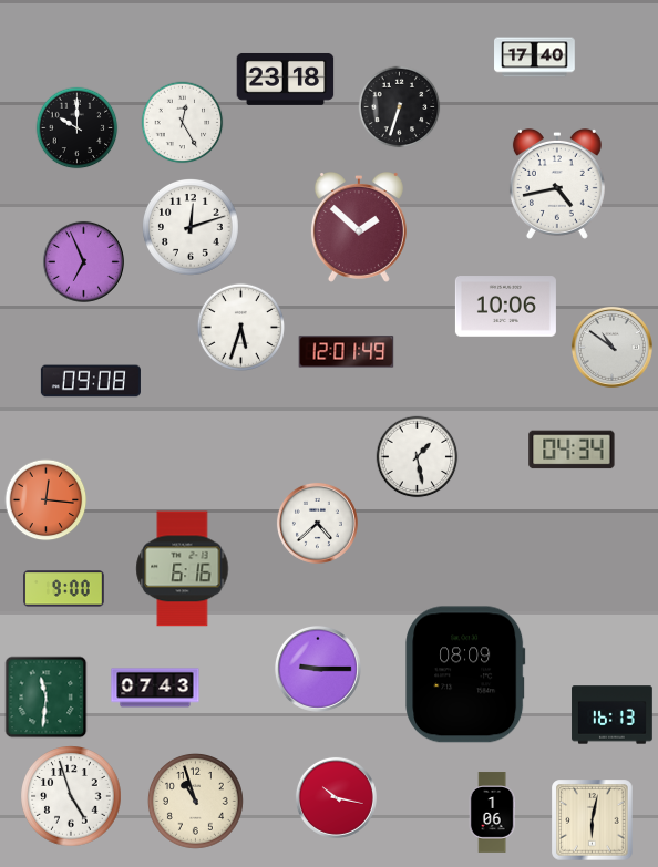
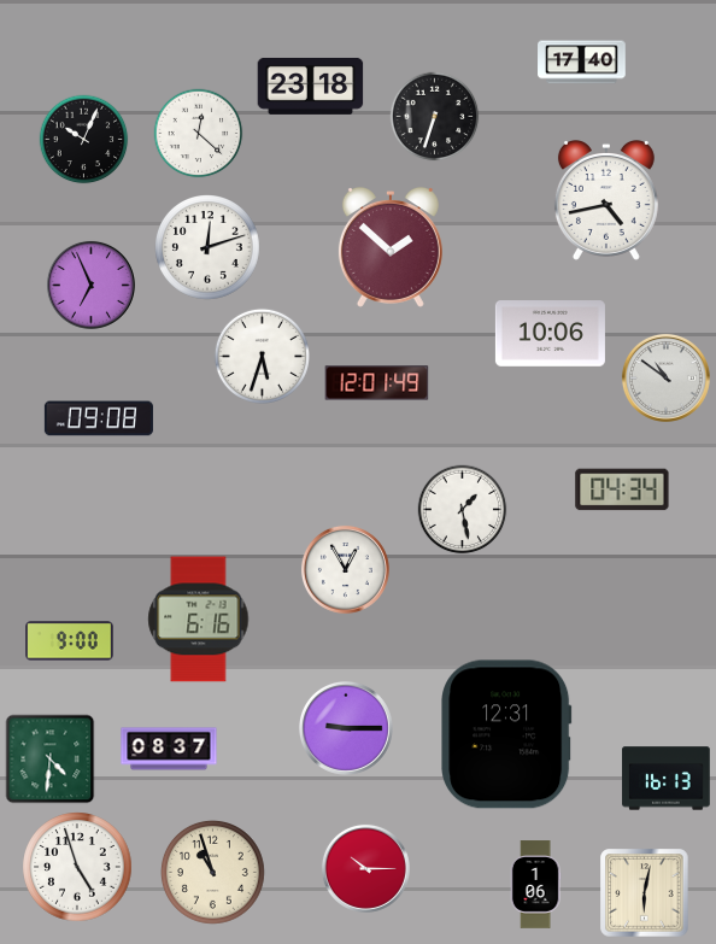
clock at (183, 123): 12:25 -> 12:22
clock at (78, 128): 10:00 -> 10:04
clock at (91, 381) position: (91, 381) -> (99, 418)
clock at (418, 457) position: (418, 457) -> (463, 510)
clock at (47, 500): 12:16 -> none
clock at (317, 523): 4:38 -> 12:55
clock at (465, 674): 08:09 -> 12:31
clock at (155, 688): 07:43 -> 08:37
clock at (47, 698): 11:31 -> 4:31
clock at (336, 797): 10:17 -> 10:15
